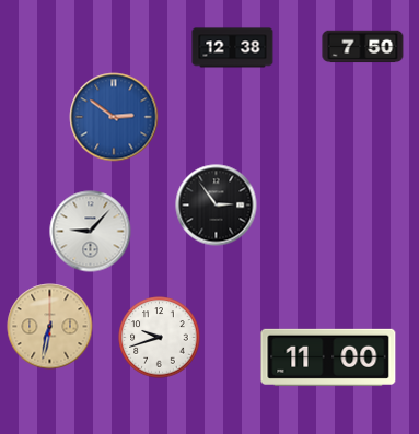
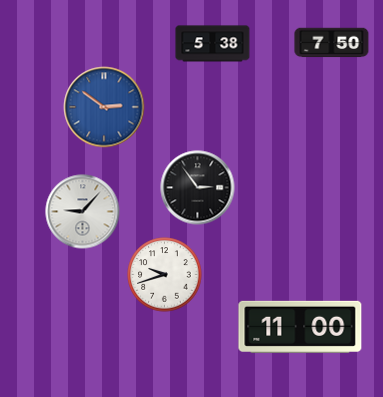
clock at (233, 48): 12:38 -> 5:38
clock at (50, 327): 6:32 -> none
clock at (160, 338) position: (160, 338) -> (165, 275)
